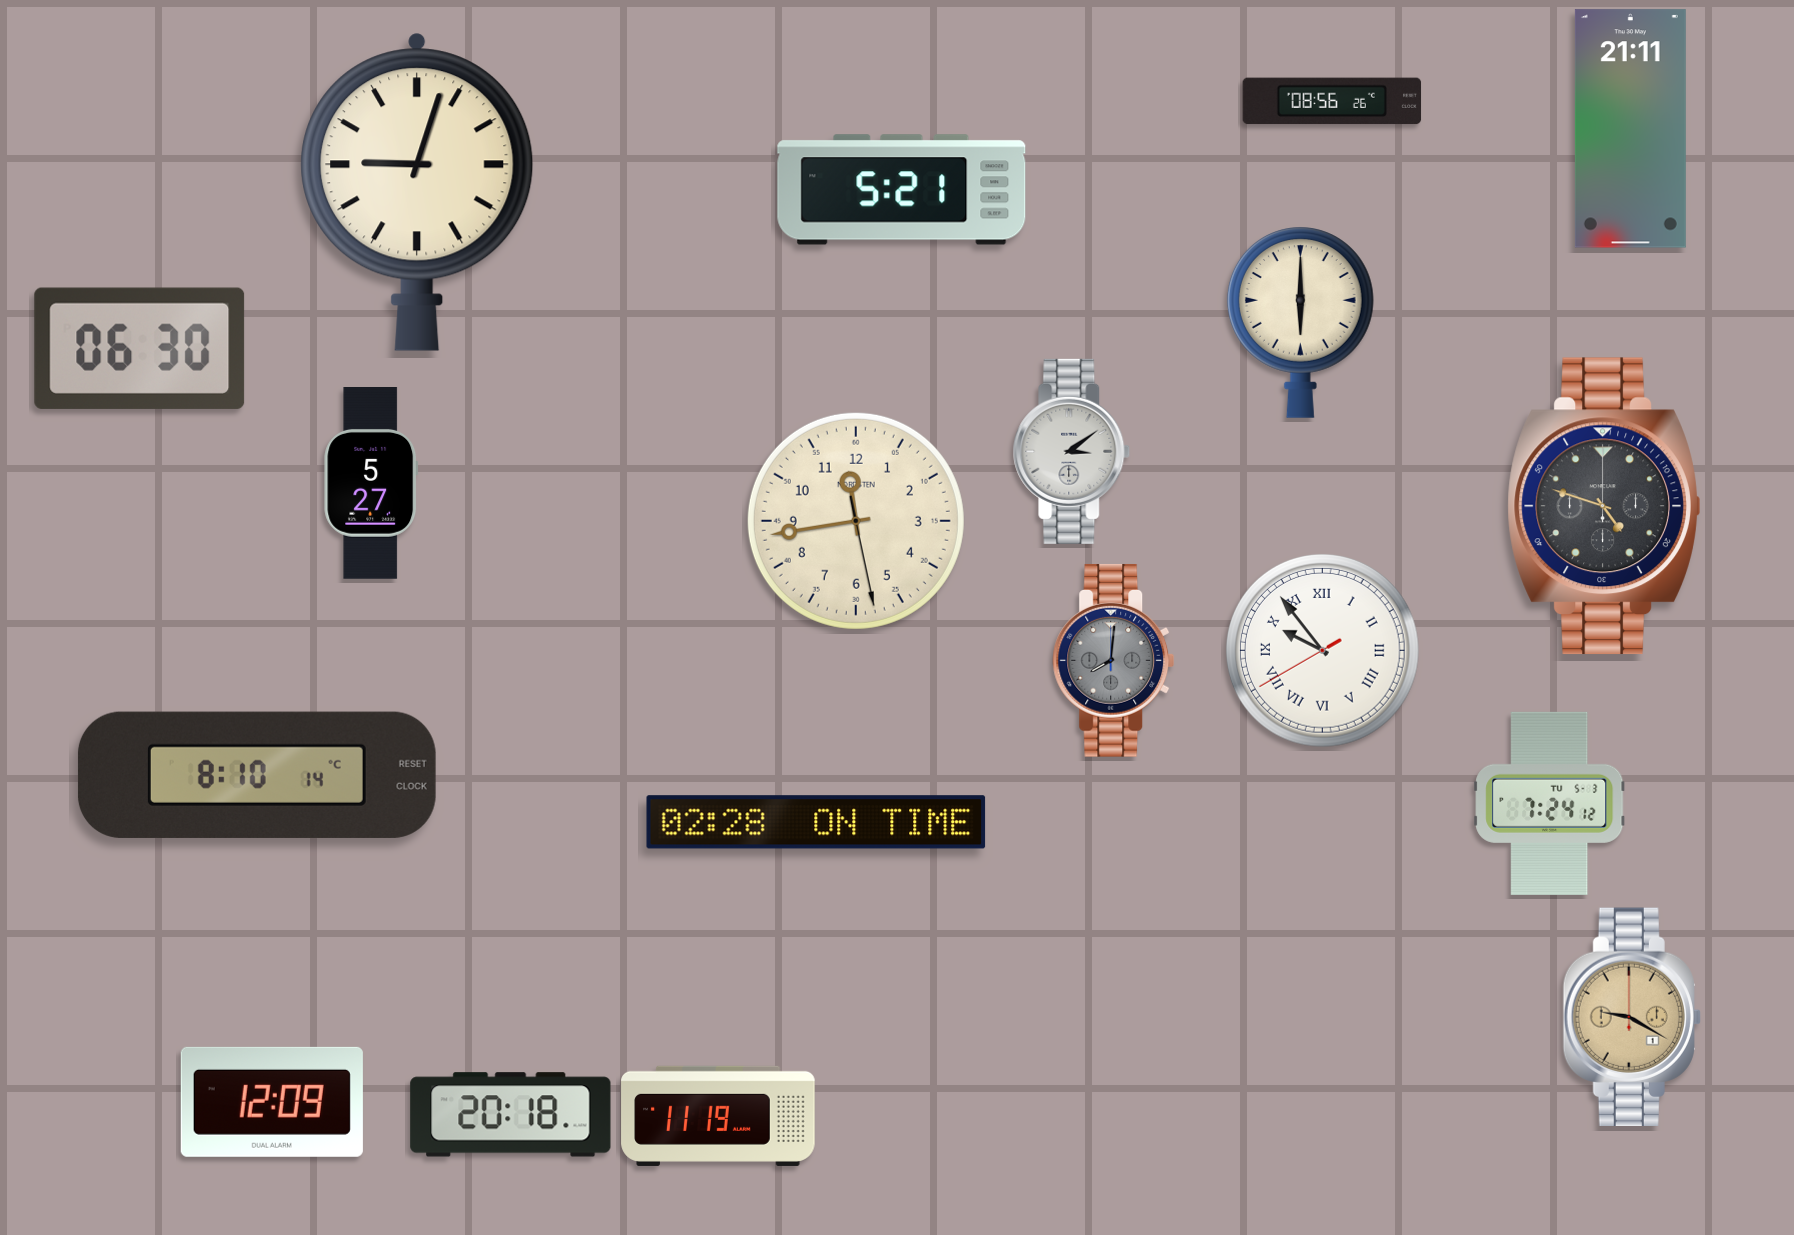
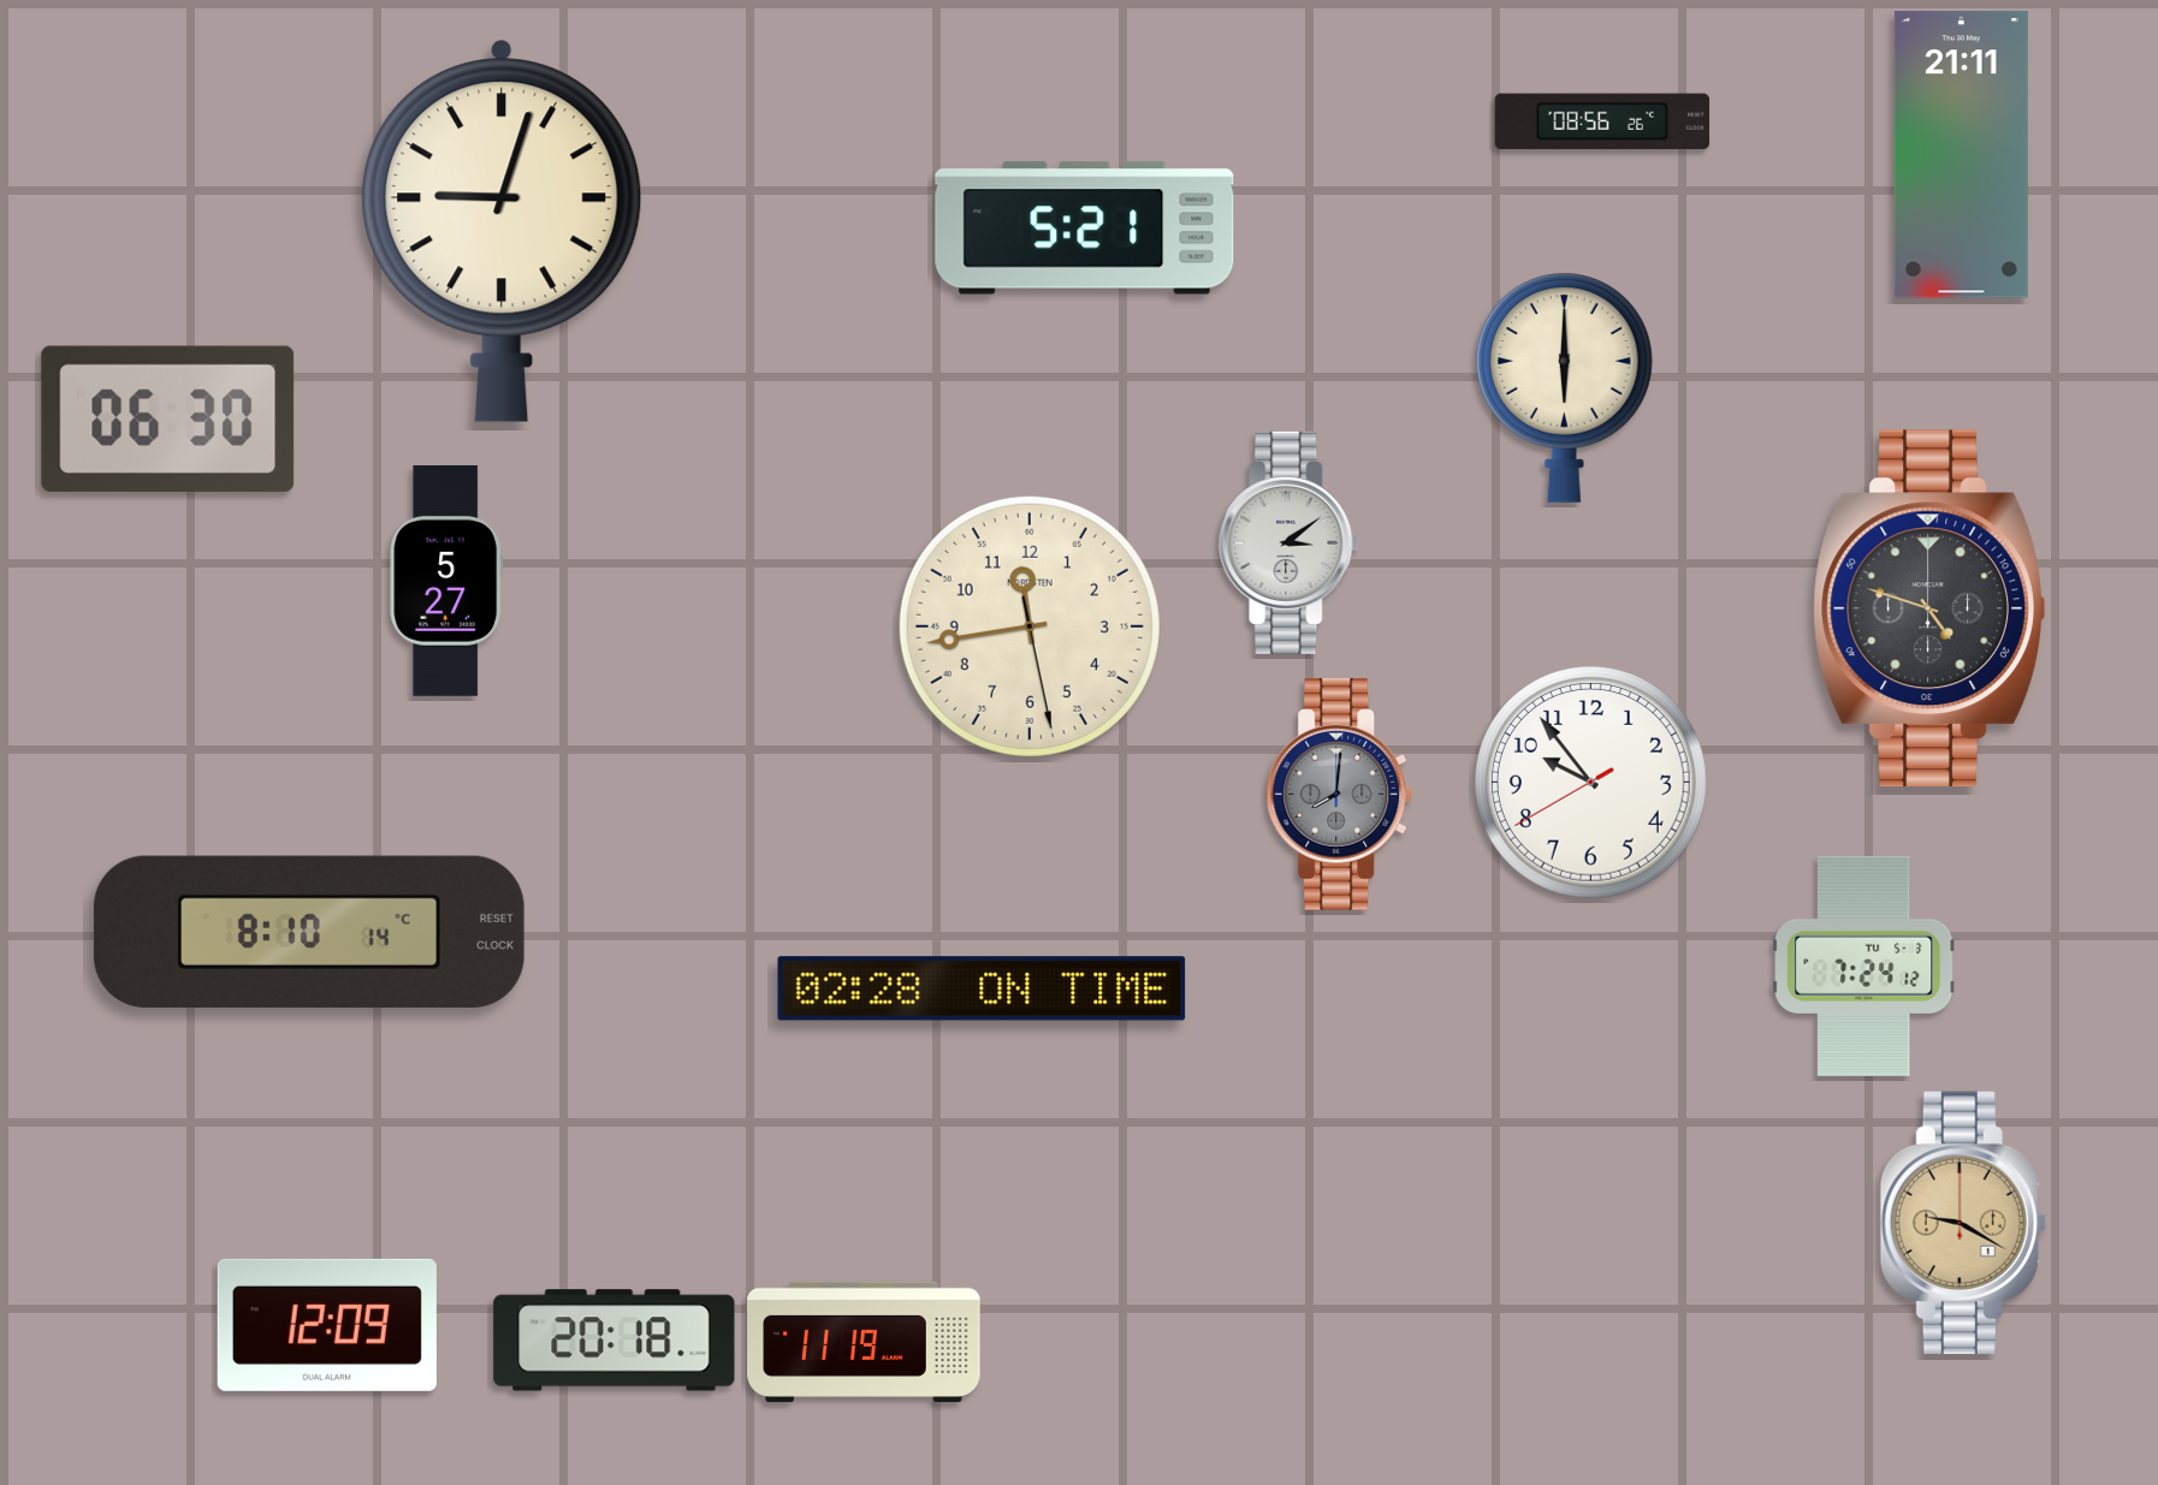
clock at (1322, 650) numerals: Roman -> Arabic
